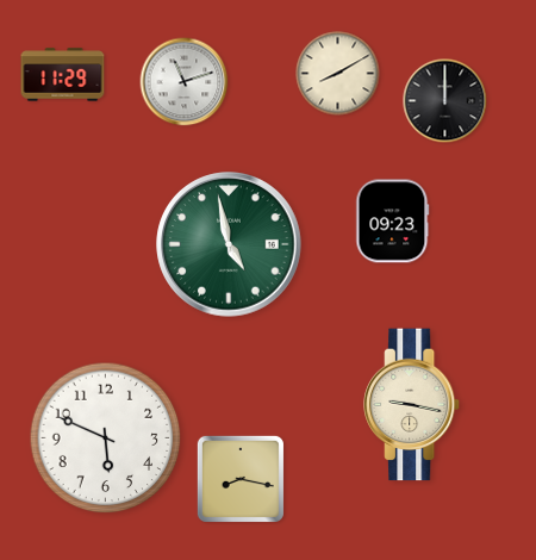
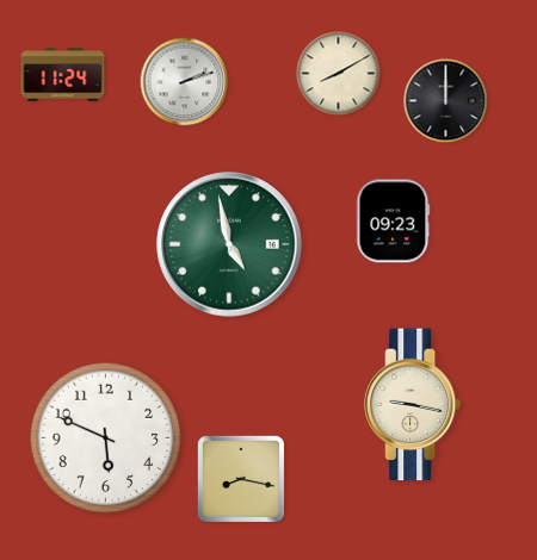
clock at (63, 75): 11:29 -> 11:24
clock at (185, 82): 11:12 -> 2:12
